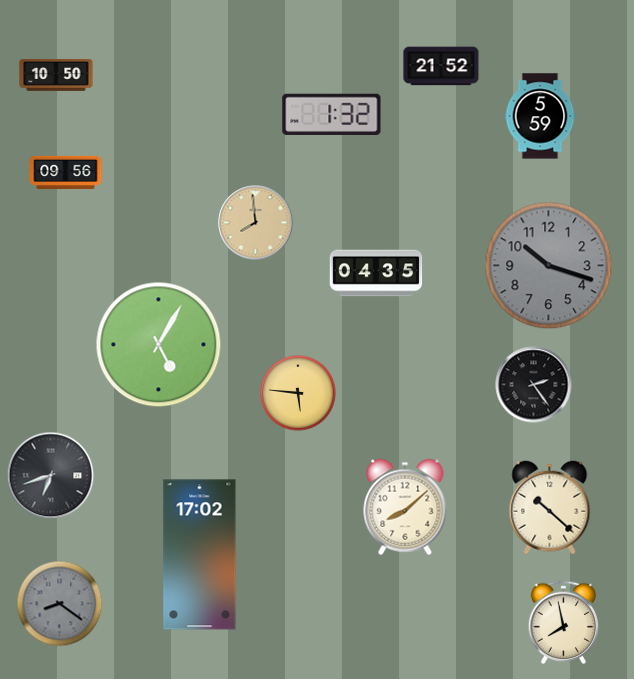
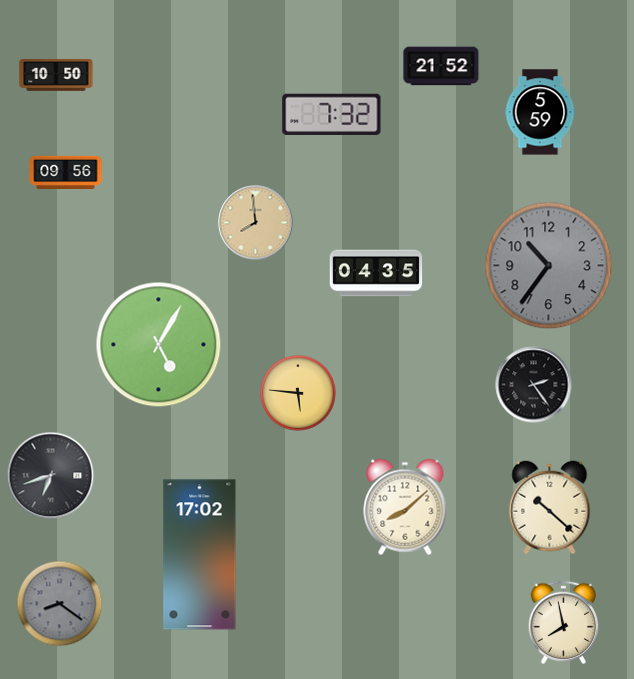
clock at (332, 114): 1:32 -> 7:32
clock at (540, 116) position: (540, 116) -> (540, 112)
clock at (549, 266): 10:18 -> 10:36
